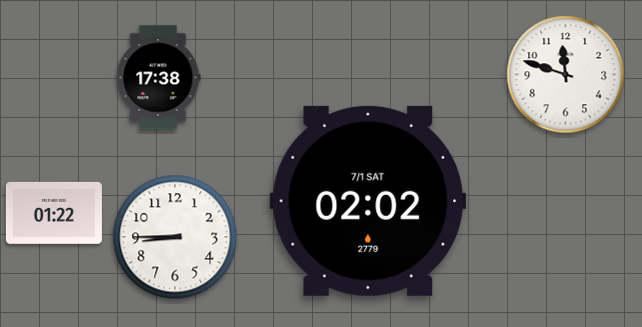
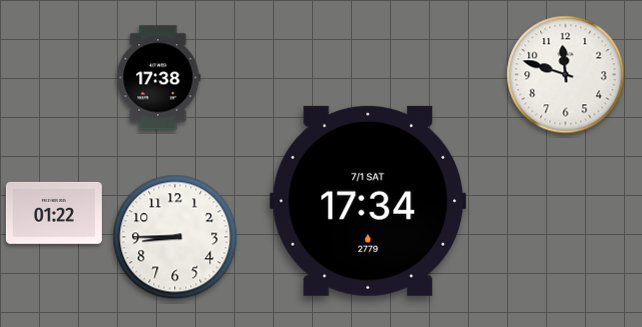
clock at (368, 201): 02:02 -> 17:34
